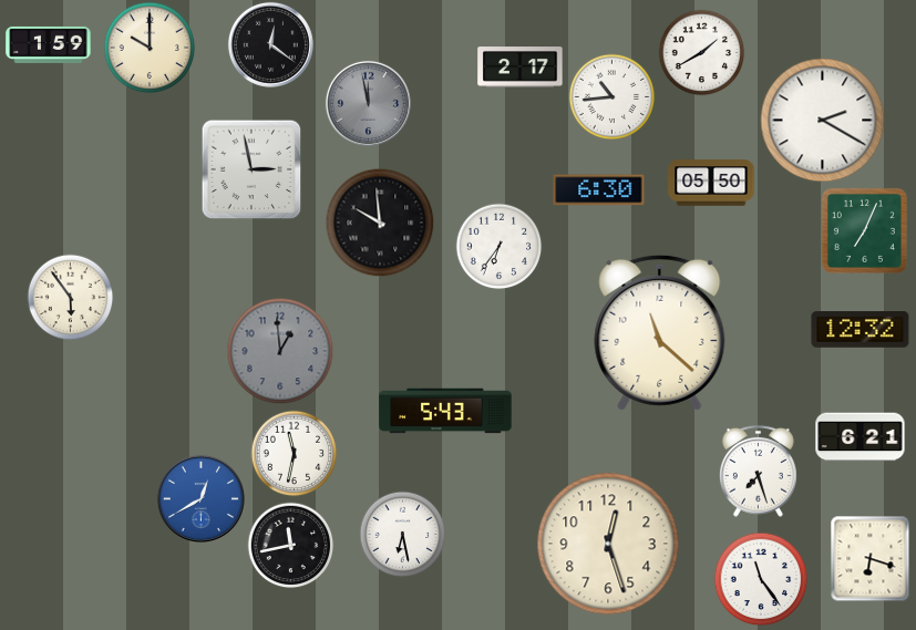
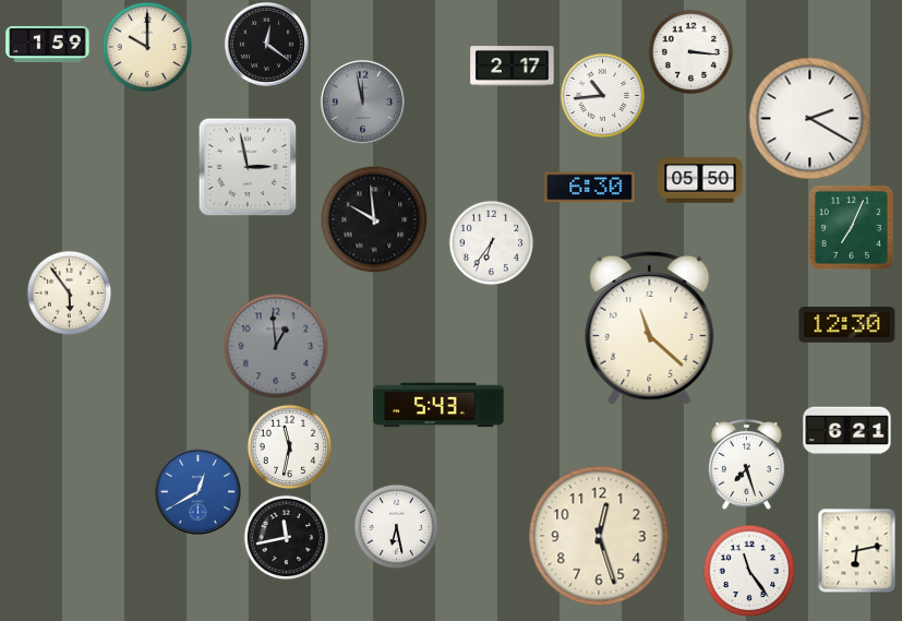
clock at (701, 52): 1:40 -> 3:16
clock at (861, 330): 12:32 -> 12:30
clock at (871, 558): 6:18 -> 6:13
